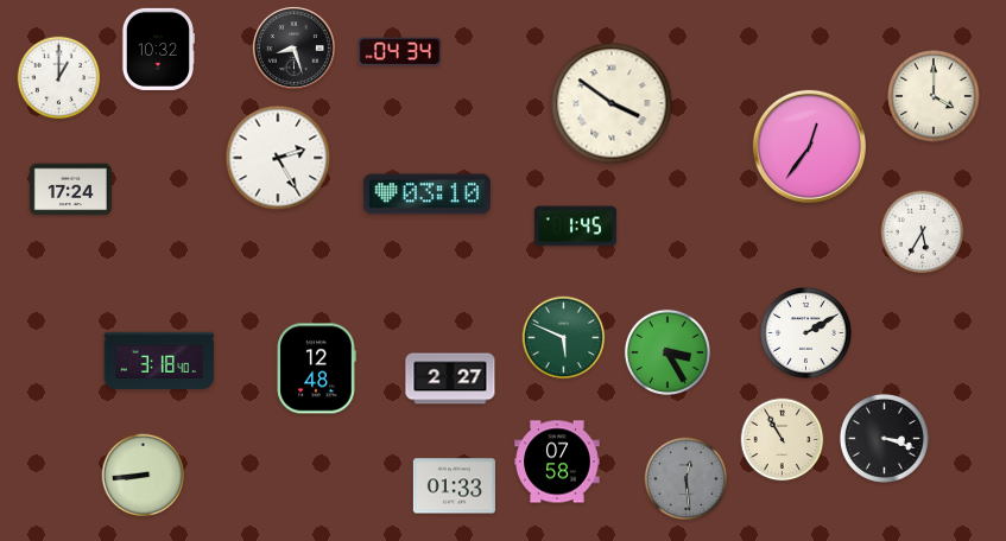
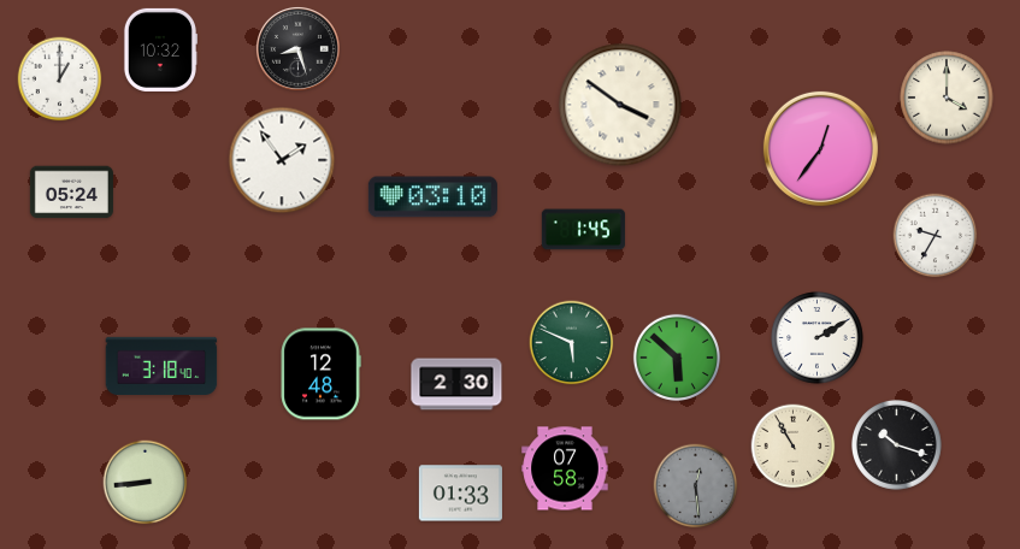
clock at (399, 52): 04:34 -> none
clock at (278, 158): 2:25 -> 1:54
clock at (70, 190): 17:24 -> 05:24
clock at (923, 233): 5:35 -> 9:35
clock at (666, 351): 3:25 -> 5:52
clock at (450, 378): 2:27 -> 2:30
clock at (885, 438): 3:18 -> 10:18
